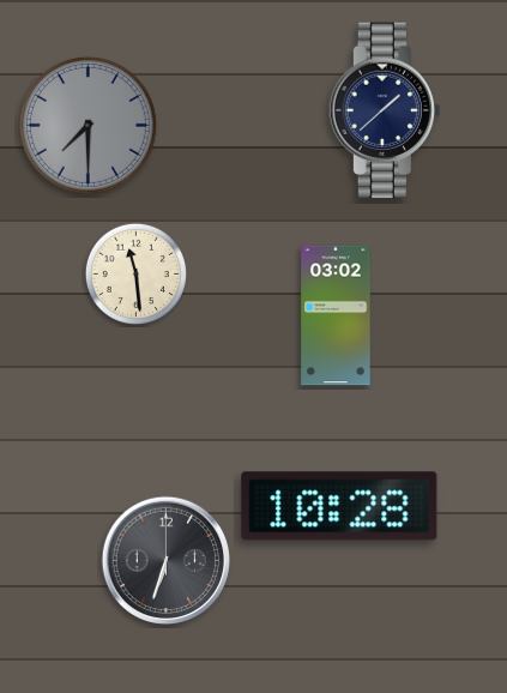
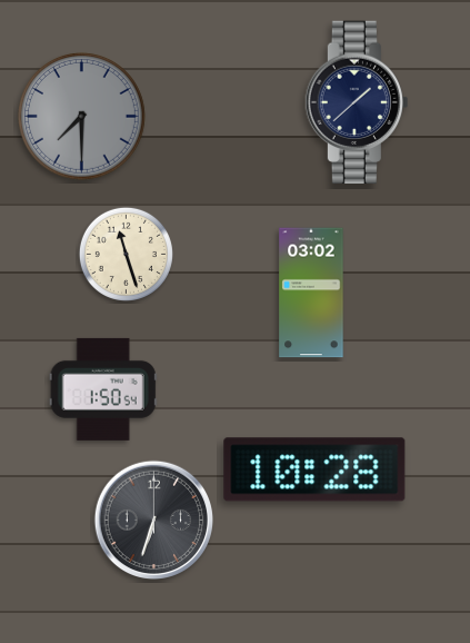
clock at (135, 273): 11:29 -> 11:27
clock at (103, 389): none -> 1:50
